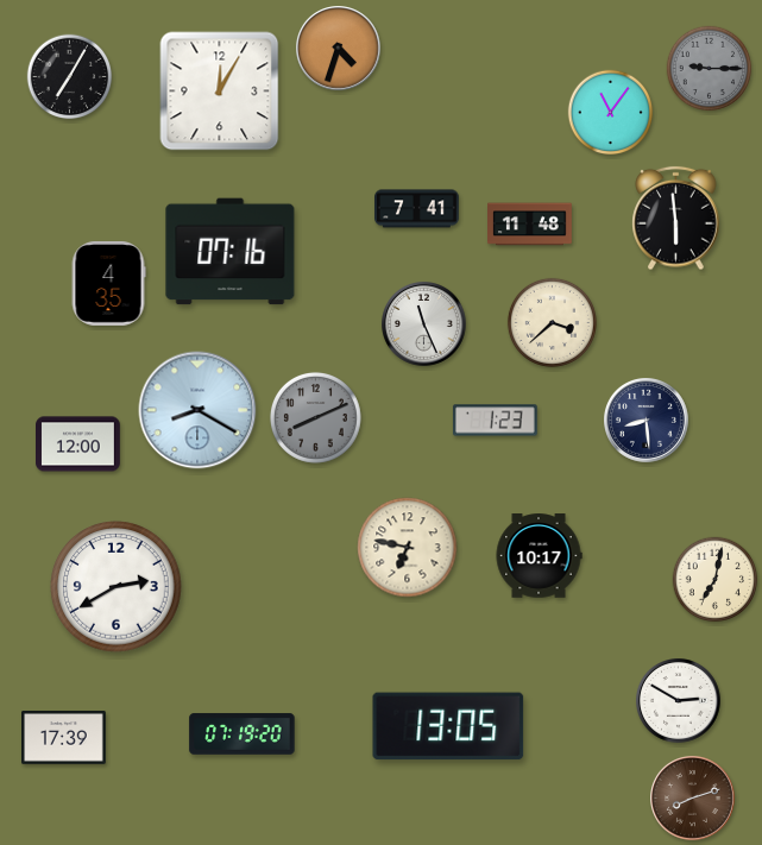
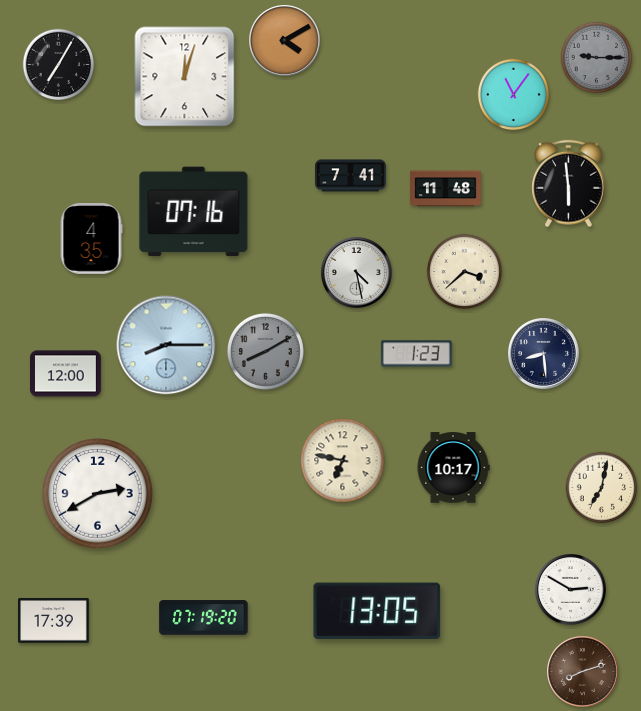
clock at (339, 49): 4:33 -> 4:10
clock at (220, 92): 12:05 -> 12:03
clock at (424, 324): 11:26 -> 4:28
clock at (197, 410): 8:20 -> 8:15
clock at (315, 417): 8:11 -> 8:10
